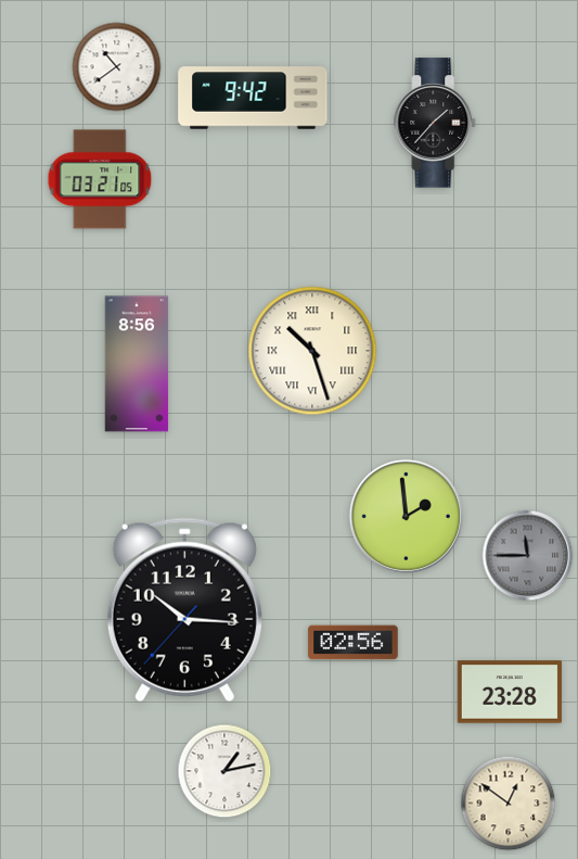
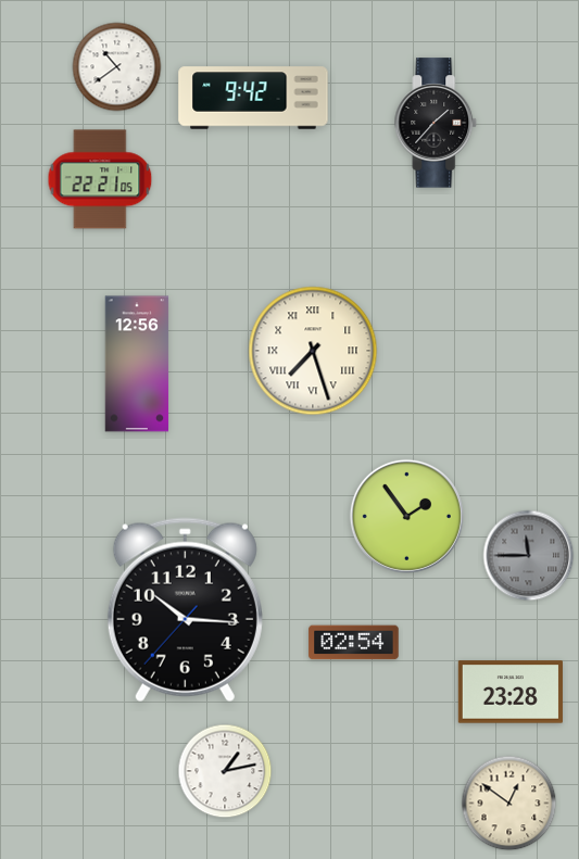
clock at (100, 179): 03:21 -> 22:21
clock at (312, 351): 10:27 -> 7:27
clock at (137, 364): 8:56 -> 12:56
clock at (406, 516): 1:59 -> 1:54
clock at (354, 643): 02:56 -> 02:54
